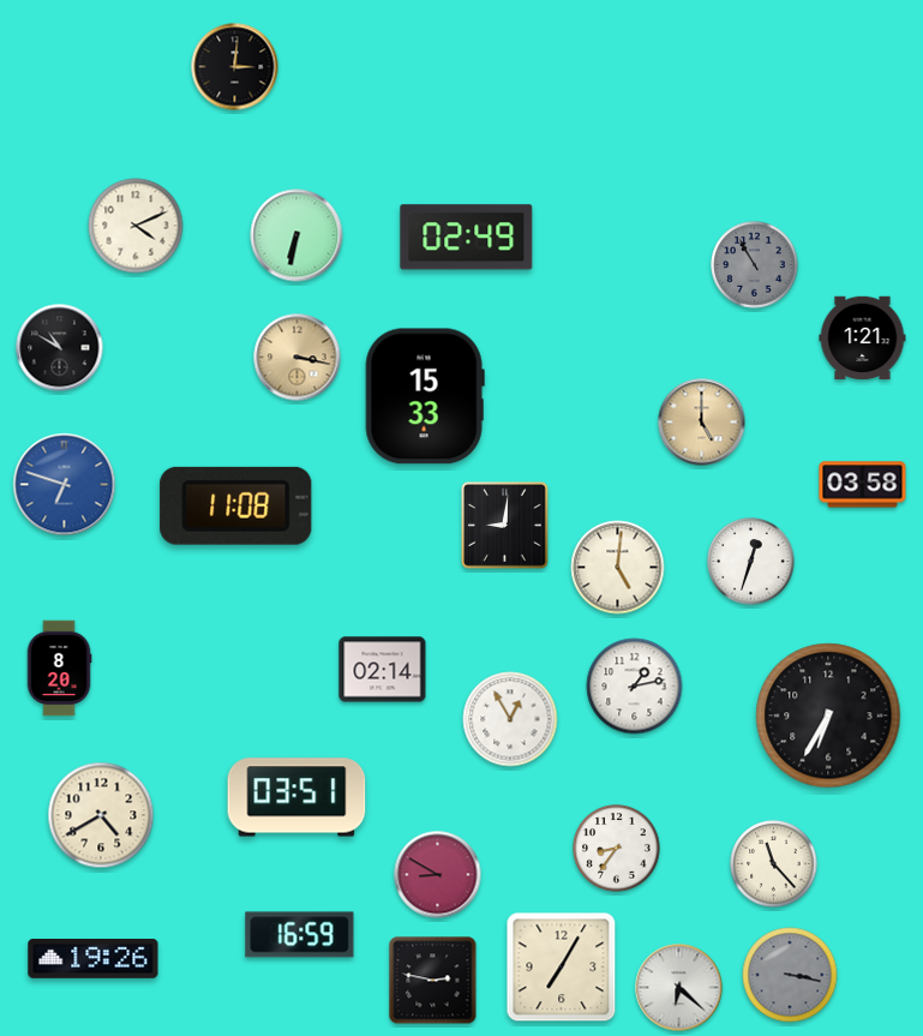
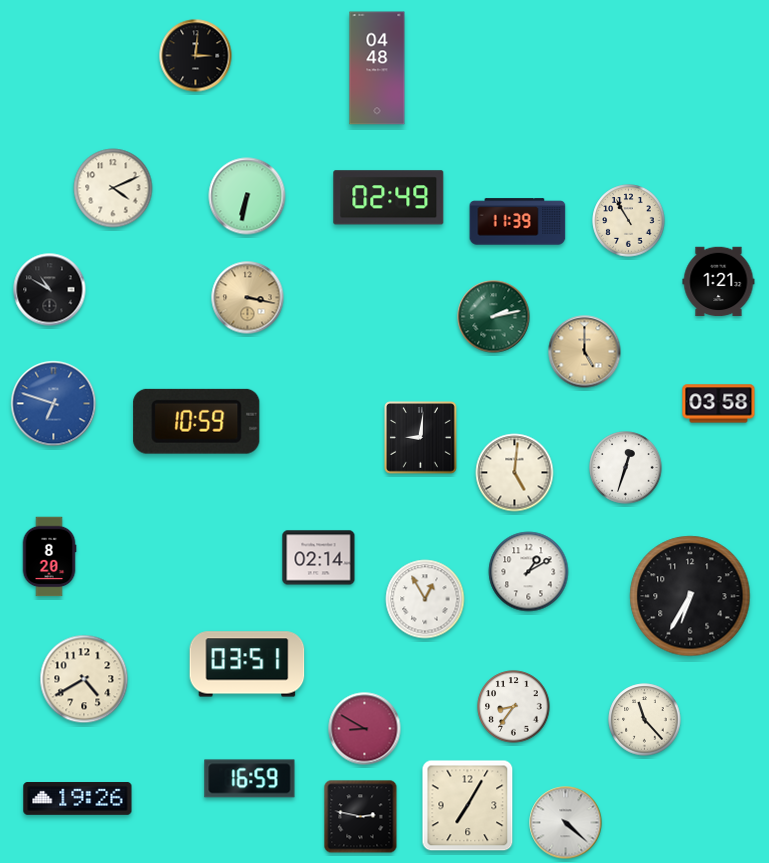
clock at (377, 68): none -> 04:48
clock at (755, 265) dial: grey -> cream
clock at (518, 222): none -> 11:39
clock at (494, 317): none -> 2:13
clock at (425, 396): 15:33 -> none
clock at (236, 505): 11:08 -> 10:59
clock at (635, 687): 1:13 -> 1:10
clock at (790, 975): 3:17 -> none
clock at (679, 988): 6:22 -> 4:22
